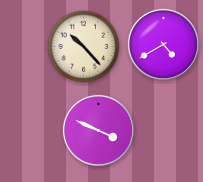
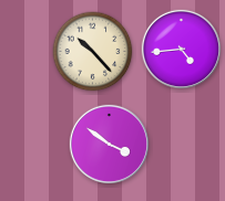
clock at (163, 44): 4:40 -> 4:44
clock at (98, 130): 3:49 -> 3:51
